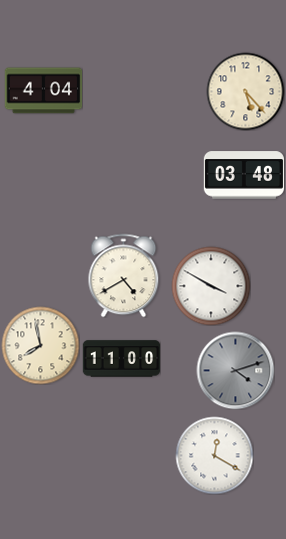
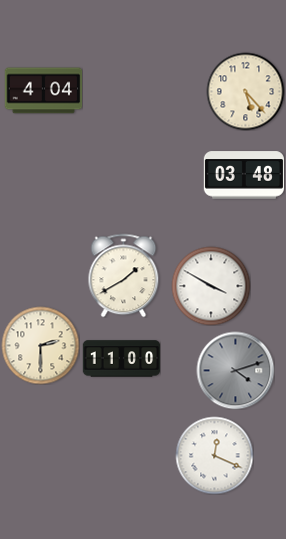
clock at (124, 275): 4:40 -> 1:40
clock at (40, 345): 7:58 -> 2:30
clock at (214, 455): 12:20 -> 12:19
